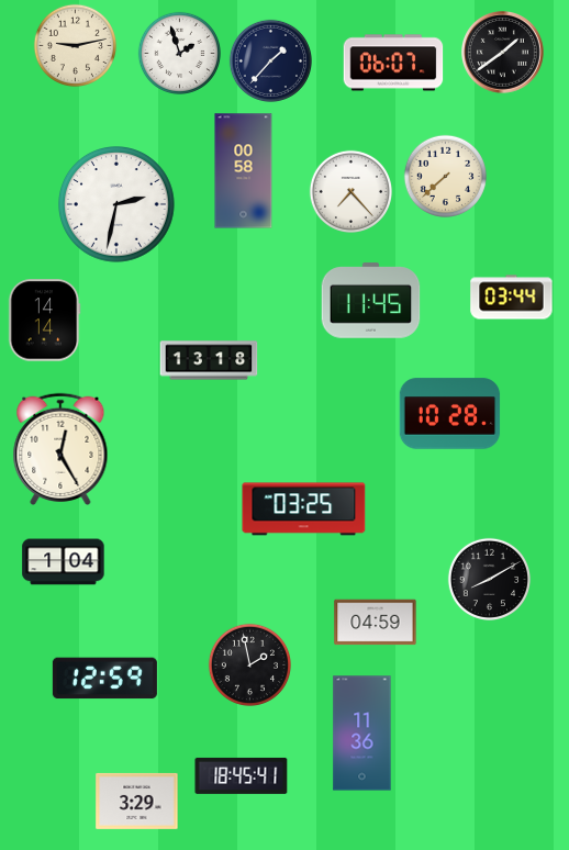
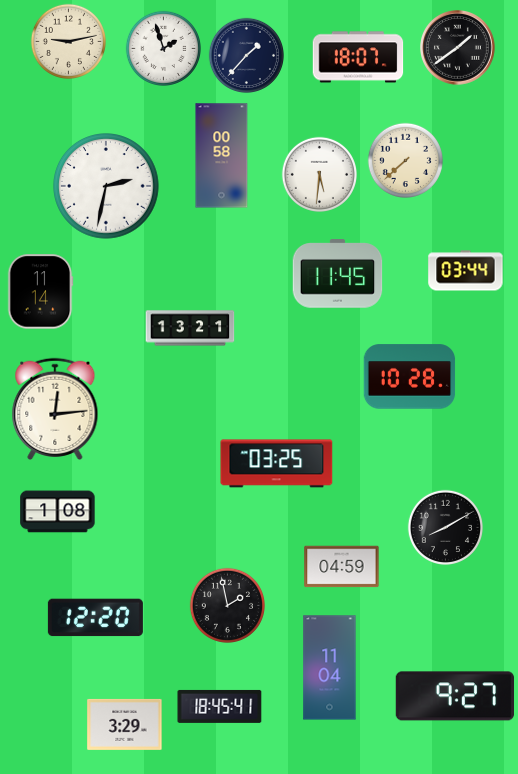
clock at (393, 63): 06:07 -> 18:07
clock at (350, 191): 7:23 -> 5:31
clock at (44, 321): 14:14 -> 11:14
clock at (209, 360): 13:18 -> 13:21
clock at (60, 449): 12:25 -> 12:14
clock at (64, 562): 1:04 -> 1:08
clock at (104, 679): 12:59 -> 12:20
clock at (362, 734): 11:36 -> 11:04
clock at (454, 696): none -> 9:27
clock at (137, 801) position: (137, 801) -> (125, 724)
